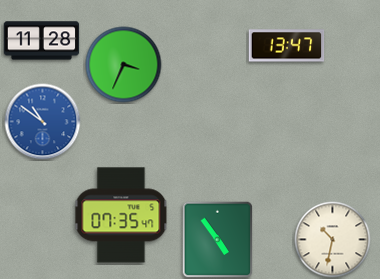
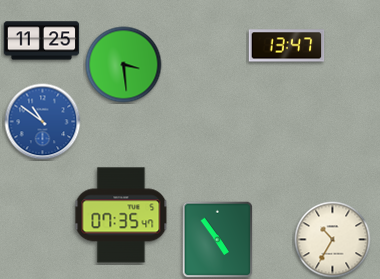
clock at (42, 41): 11:28 -> 11:25
clock at (124, 65): 3:34 -> 3:29
clock at (333, 240): 10:32 -> 10:35
